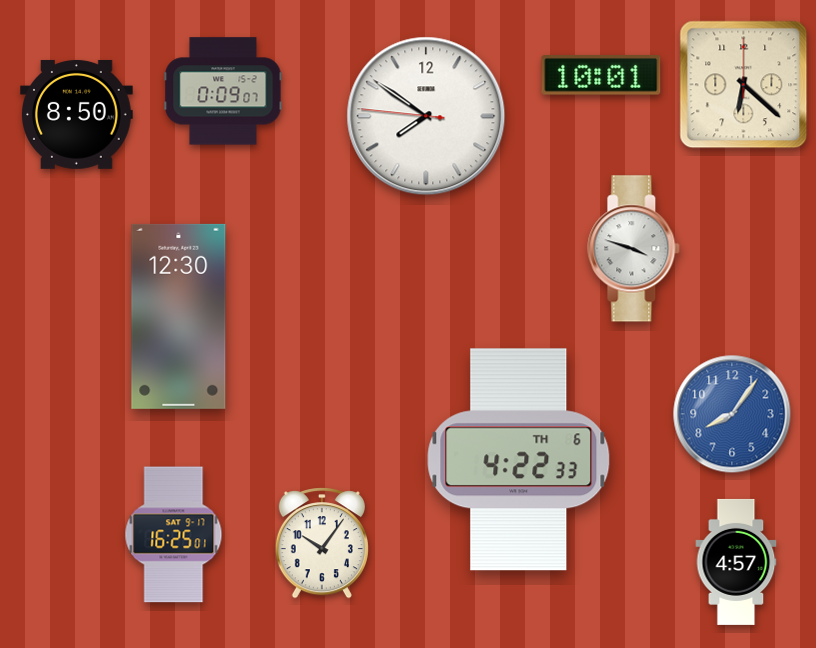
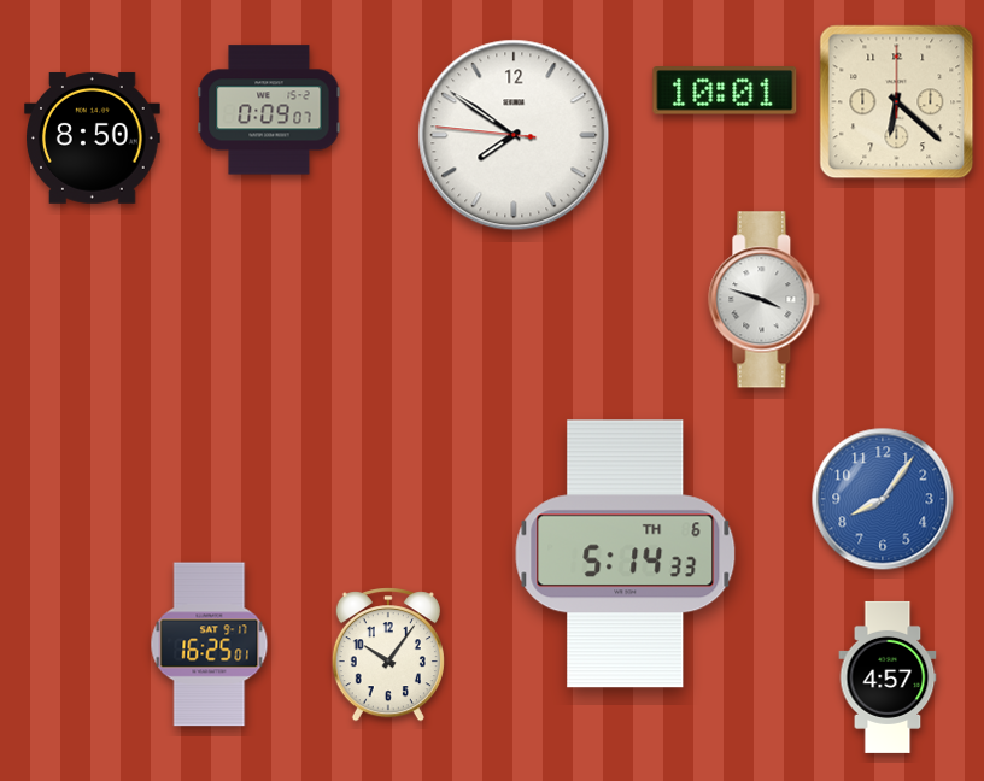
clock at (426, 116) position: (426, 116) -> (514, 135)
clock at (179, 316): 12:30 -> none
clock at (519, 460): 4:22 -> 5:14
